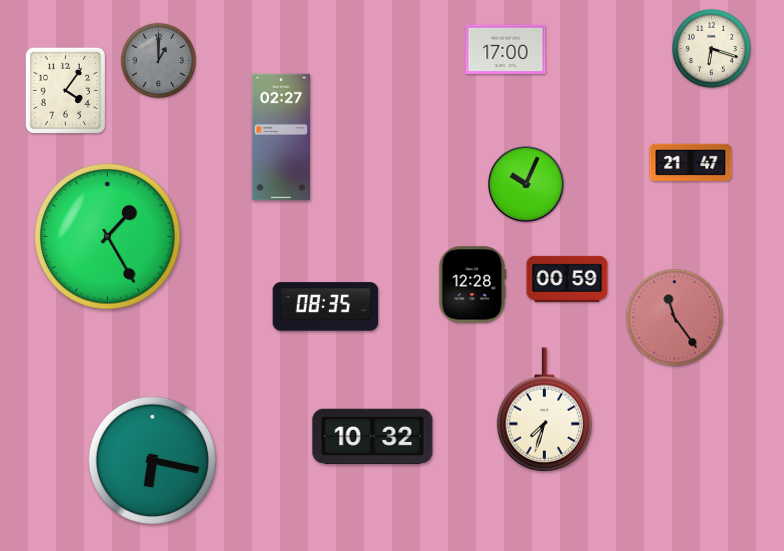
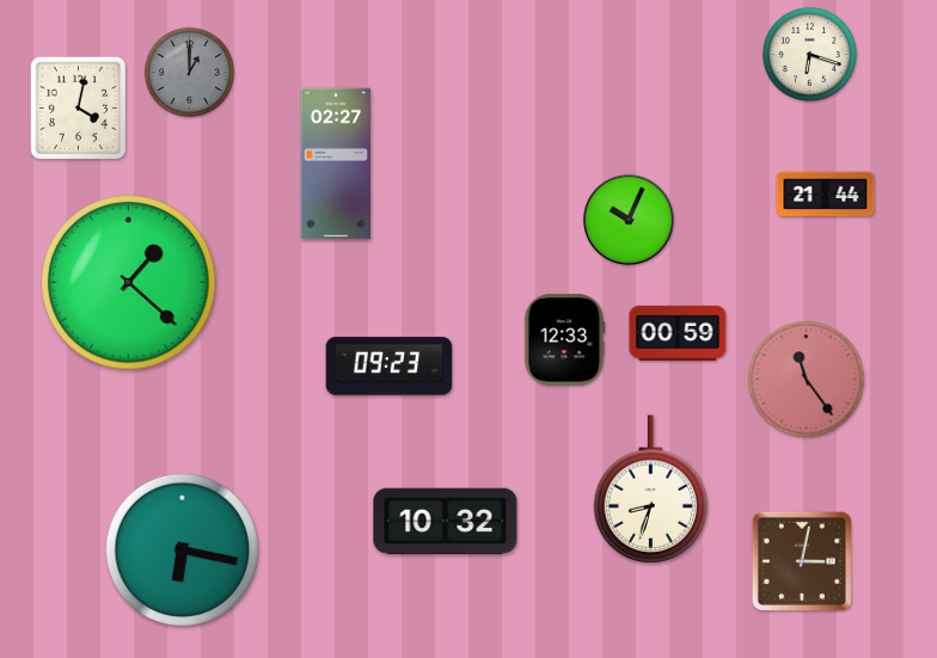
clock at (711, 48) position: (711, 48) -> (809, 54)
clock at (506, 50): 17:00 -> none
clock at (65, 90): 4:06 -> 4:02
clock at (691, 163): 21:47 -> 21:44
clock at (108, 237): 1:25 -> 1:22
clock at (473, 285): 12:28 -> 12:33
clock at (326, 307): 08:35 -> 09:23
clock at (544, 410): 7:33 -> 8:33
clock at (802, 561): none -> 3:02
